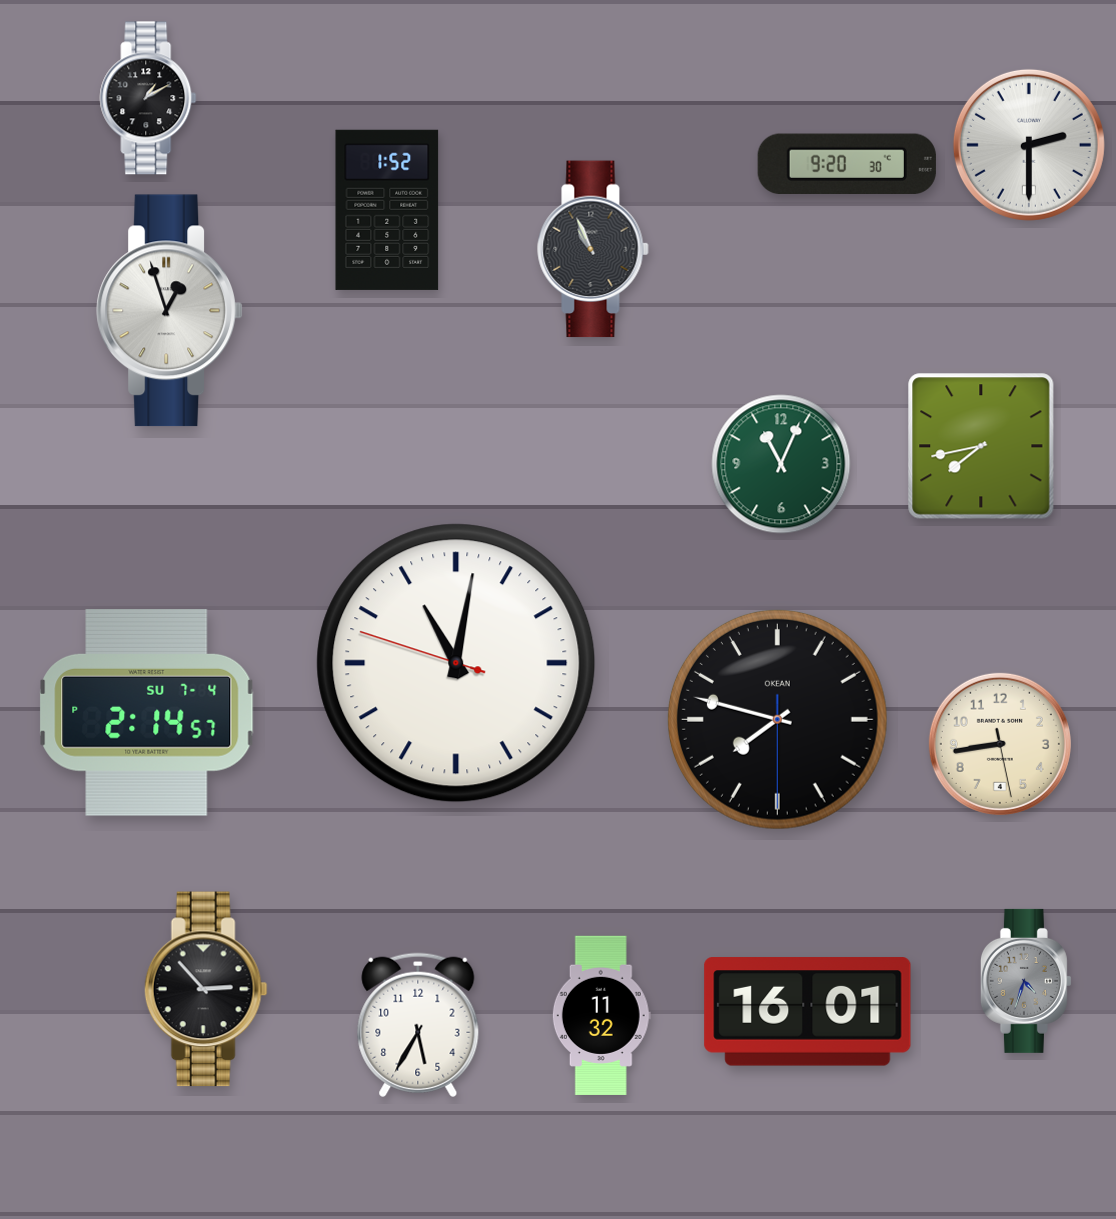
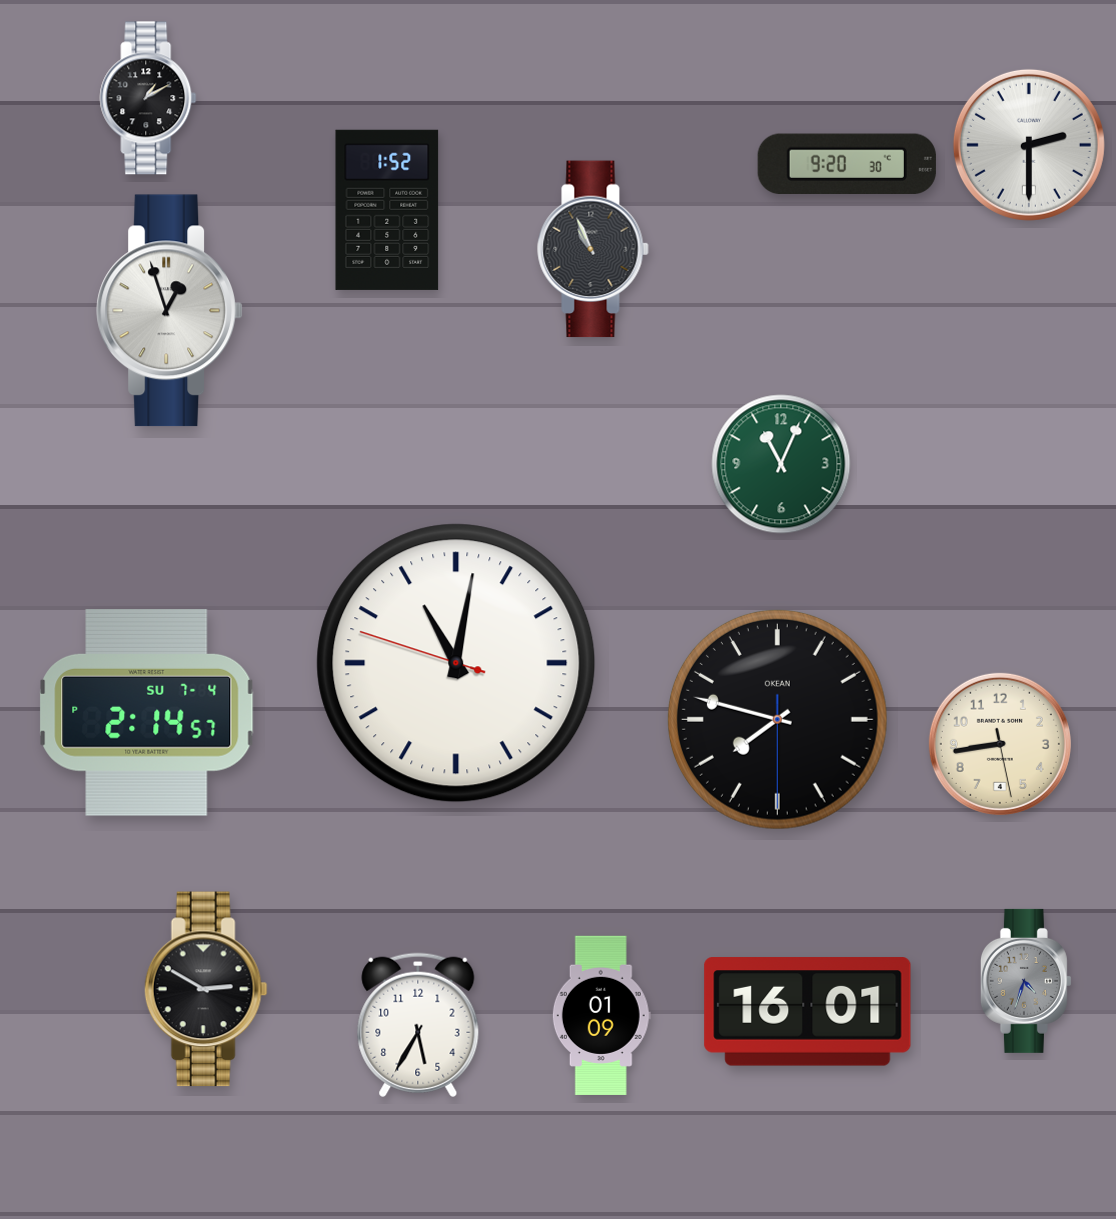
clock at (981, 446): 7:43 -> none
clock at (206, 989): 2:53 -> 2:50
clock at (601, 1015): 11:32 -> 01:09
